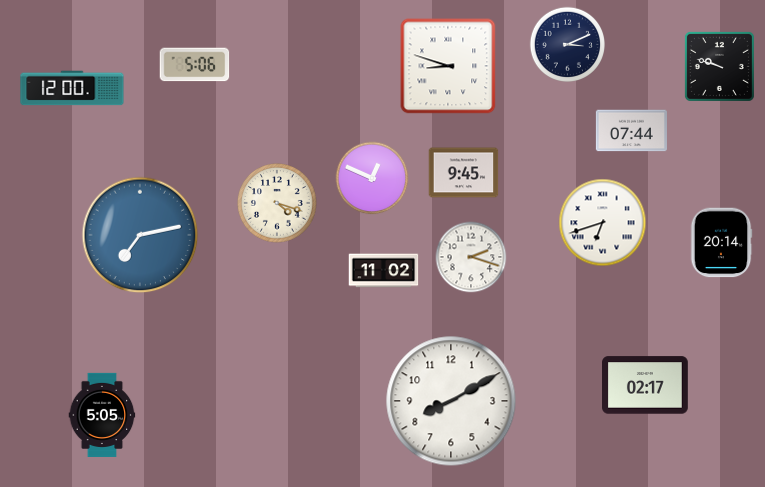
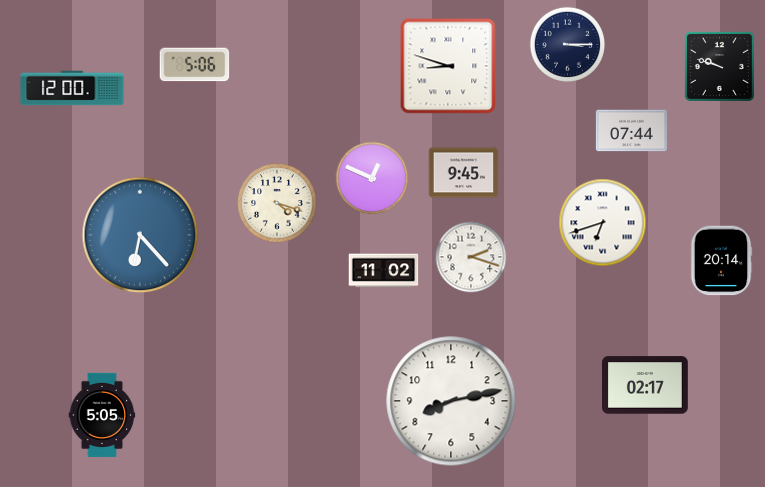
clock at (568, 45): 3:11 -> 3:15
clock at (140, 235): 7:13 -> 6:23
clock at (721, 243) position: (721, 243) -> (721, 261)
clock at (451, 401): 8:10 -> 8:13
